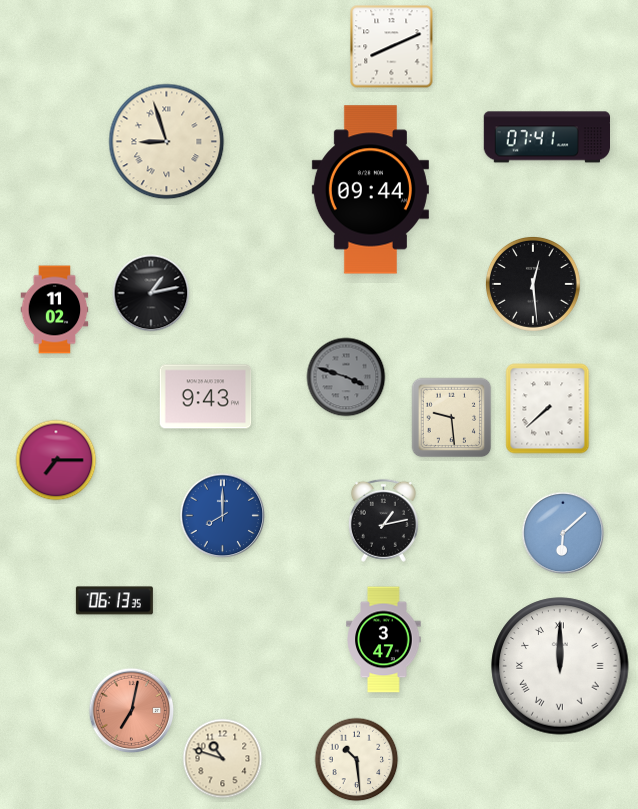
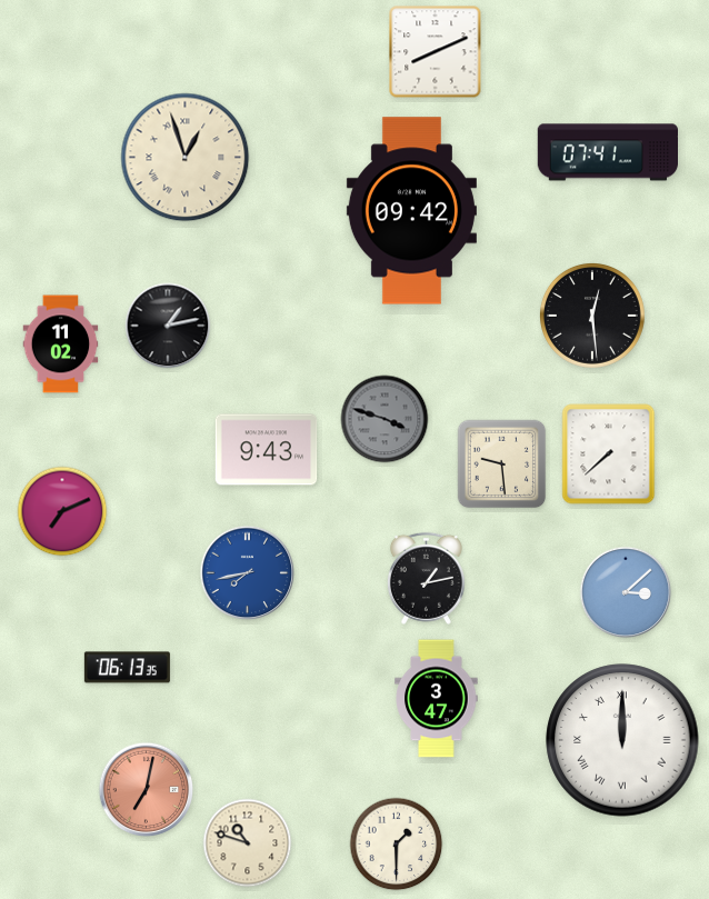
clock at (167, 142): 8:57 -> 12:57
clock at (370, 190): 09:44 -> 09:42
clock at (206, 397) position: (206, 397) -> (267, 450)
clock at (56, 460): 7:15 -> 7:11
clock at (223, 516): 8:00 -> 7:43
clock at (563, 533): 6:08 -> 3:08
clock at (384, 640) position: (384, 640) -> (437, 699)
clock at (357, 760): 10:29 -> 1:30
